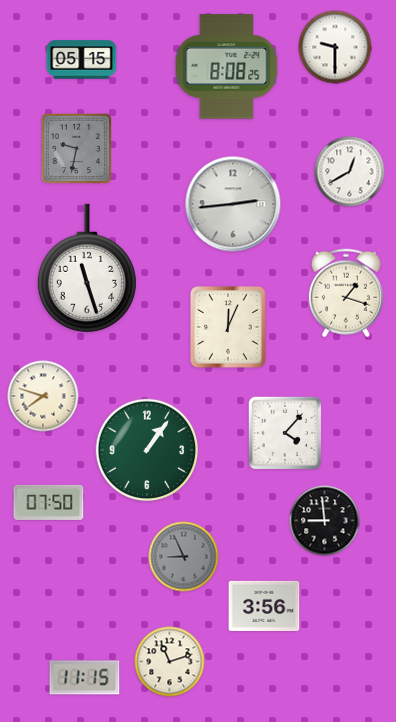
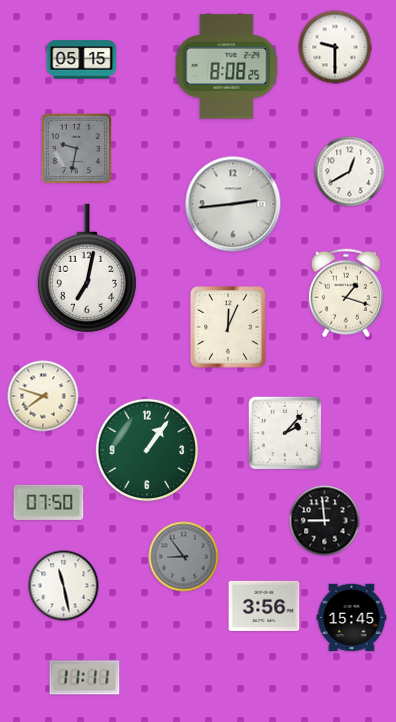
clock at (87, 268): 11:27 -> 7:02
clock at (285, 433): 4:07 -> 2:07
clock at (184, 557): 8:56 -> 8:54
clock at (64, 586): none -> 11:28
clock at (352, 618): none -> 15:45
clock at (170, 662): 11:12 -> none
clock at (85, 678): 11:15 -> 11:11
